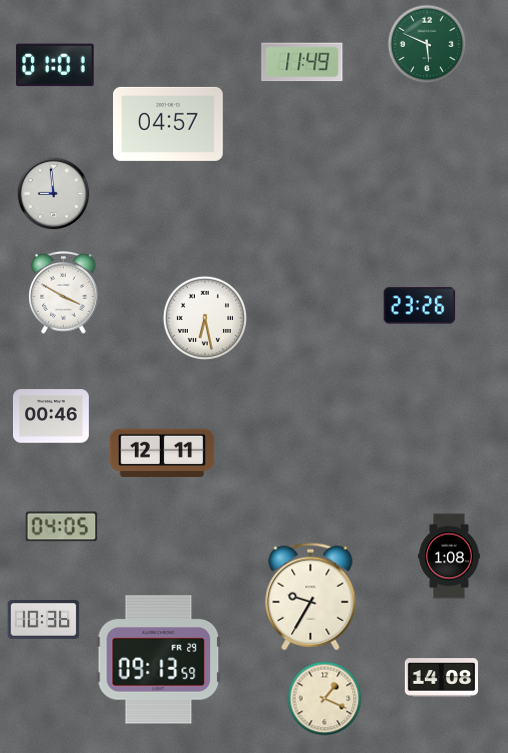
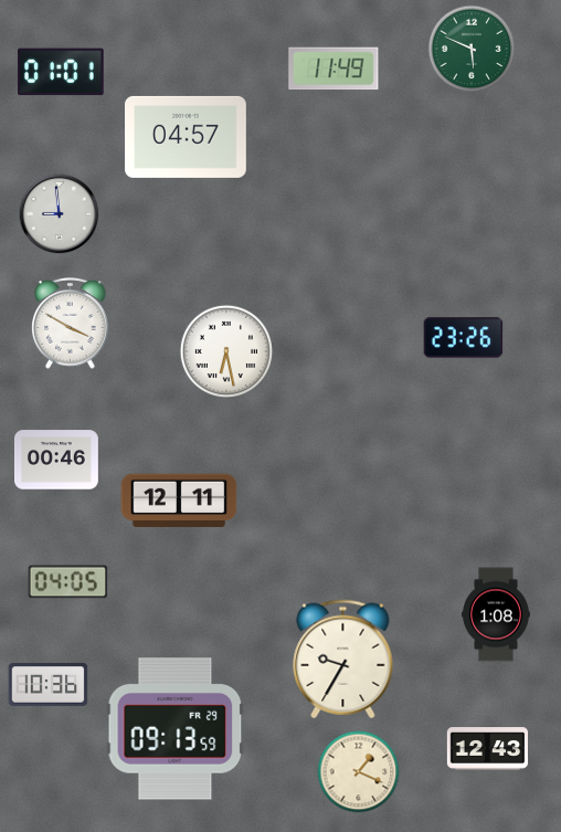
clock at (441, 678): 14:08 -> 12:43
